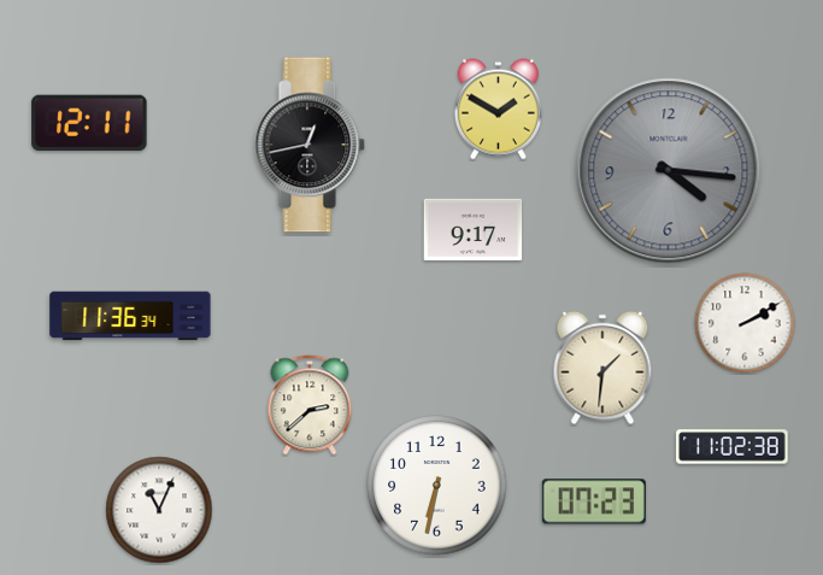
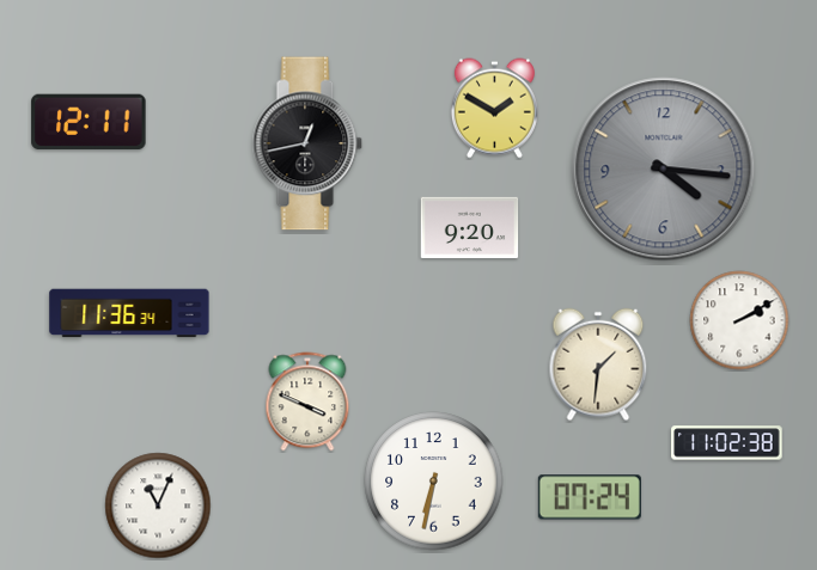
clock at (474, 230): 9:17 -> 9:20
clock at (310, 405): 2:38 -> 3:49
clock at (594, 501): 07:23 -> 07:24
